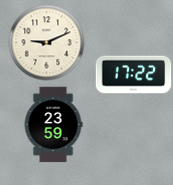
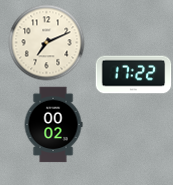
clock at (47, 43): 9:11 -> 7:11
clock at (53, 125): 23:59 -> 00:02
